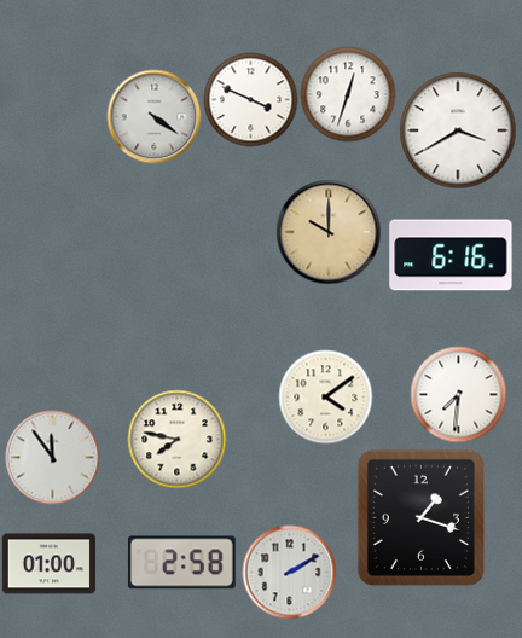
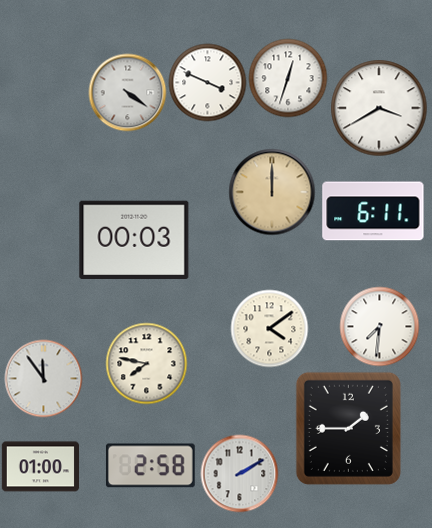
clock at (153, 116) position: (153, 116) -> (127, 92)
clock at (329, 232): 10:00 -> 12:00
clock at (451, 255): 6:16 -> 6:11
clock at (134, 240): none -> 00:03
clock at (420, 517): 1:18 -> 1:45
